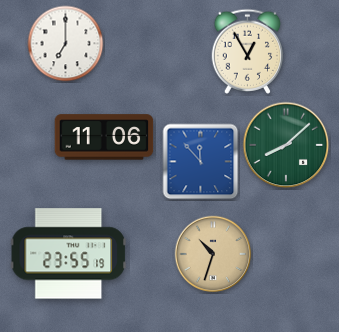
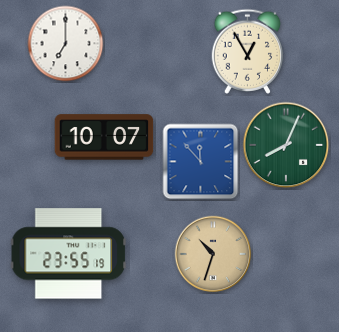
clock at (104, 137): 11:06 -> 10:07
clock at (286, 145): 8:08 -> 8:04
